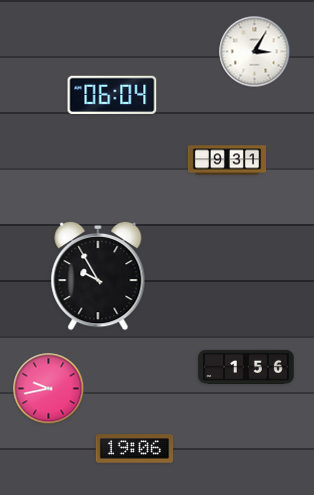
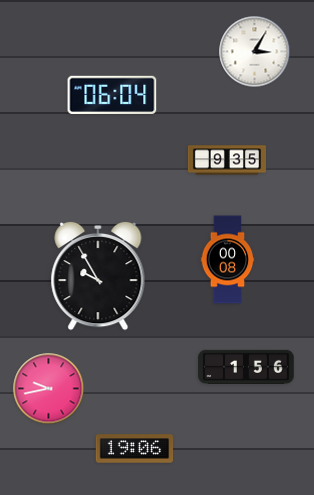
clock at (226, 160): 9:31 -> 9:35
clock at (228, 260): none -> 00:08
